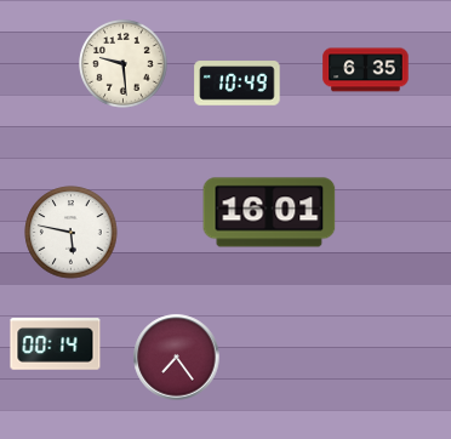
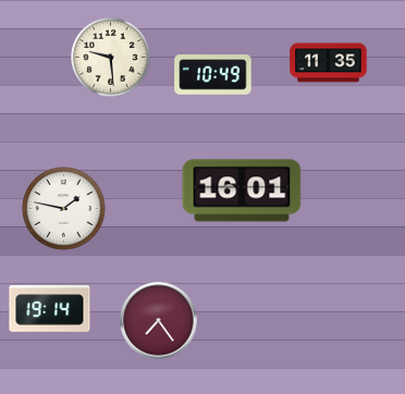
clock at (366, 70): 6:35 -> 11:35
clock at (72, 233): 5:47 -> 1:47
clock at (56, 344): 00:14 -> 19:14
